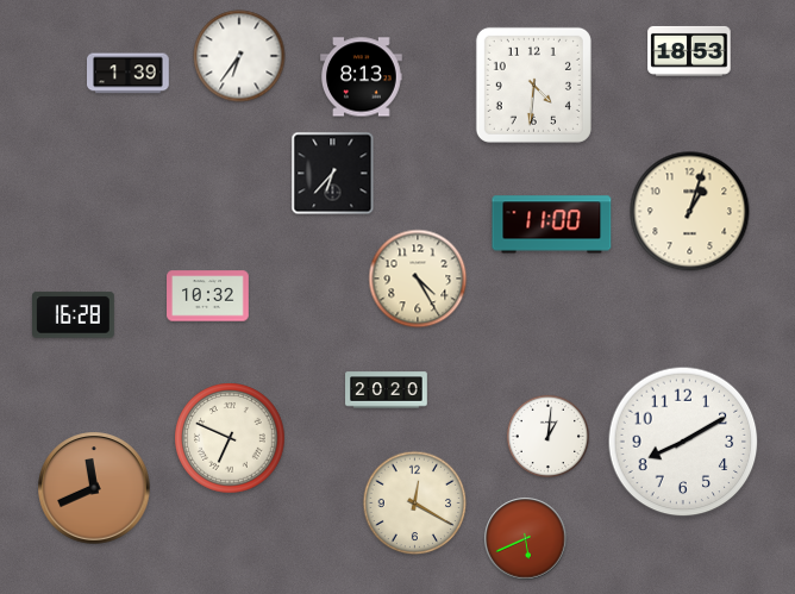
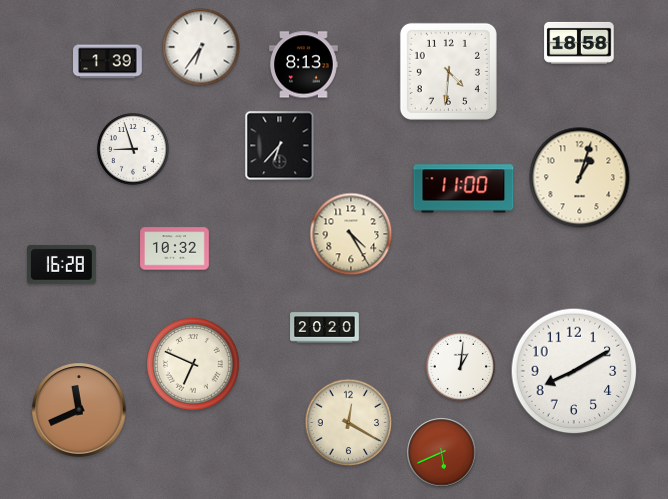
clock at (689, 51): 18:53 -> 18:58
clock at (134, 150): none -> 8:57
clock at (230, 438) position: (230, 438) -> (193, 364)
